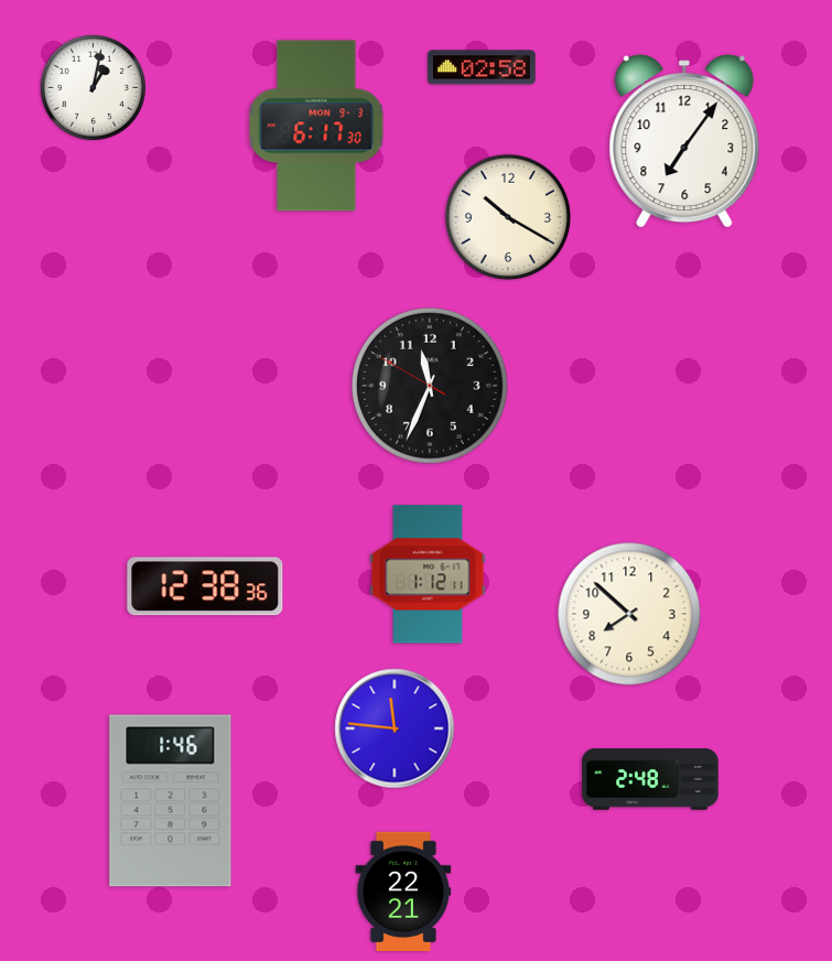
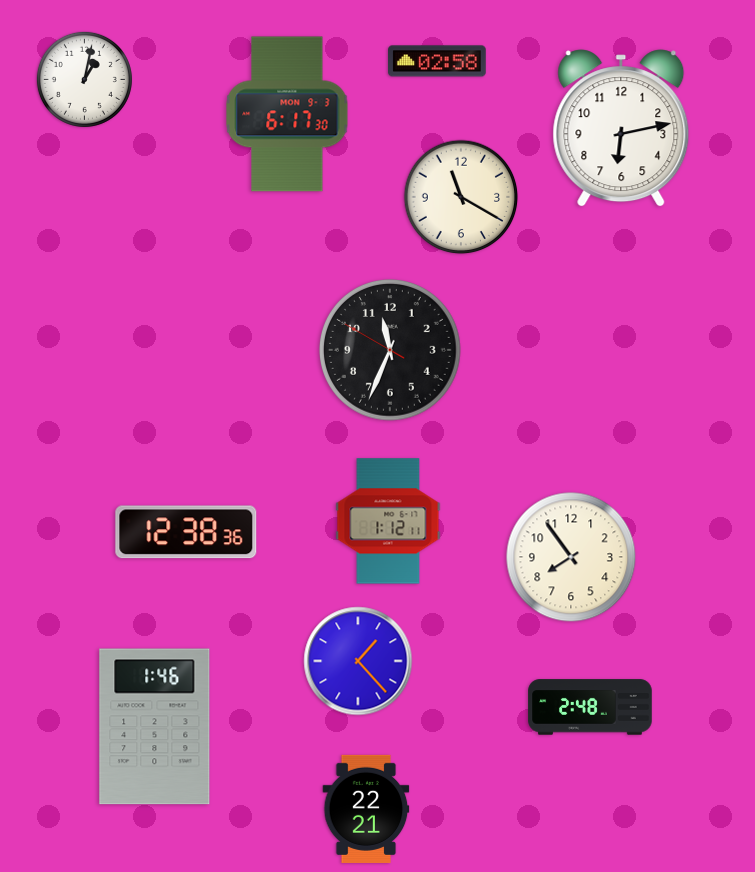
clock at (684, 141): 7:06 -> 6:13
clock at (508, 217): 10:20 -> 11:20
clock at (629, 614): 7:52 -> 7:54
clock at (395, 728): 11:46 -> 1:23
